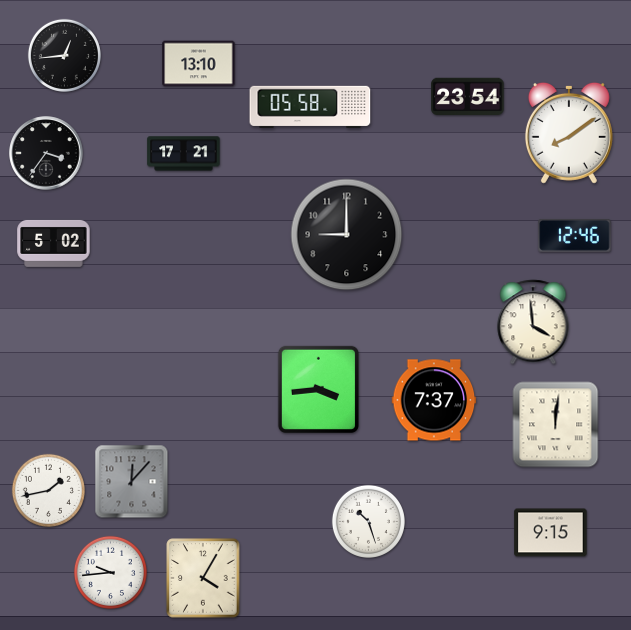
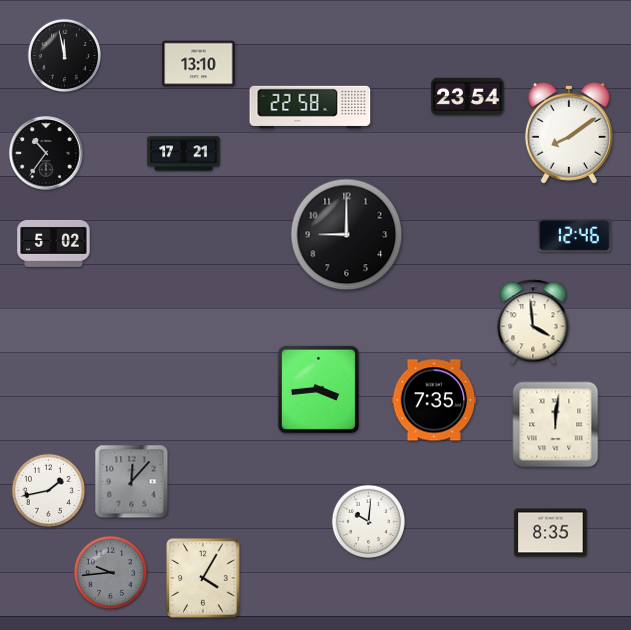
clock at (64, 55): 12:44 -> 11:58
clock at (310, 107): 05:58 -> 22:58
clock at (46, 153): 3:36 -> 10:36
clock at (434, 400): 7:37 -> 7:35
clock at (368, 521): 10:27 -> 10:01
clock at (551, 533): 9:15 -> 8:35
clock at (110, 572) dial: white -> grey
